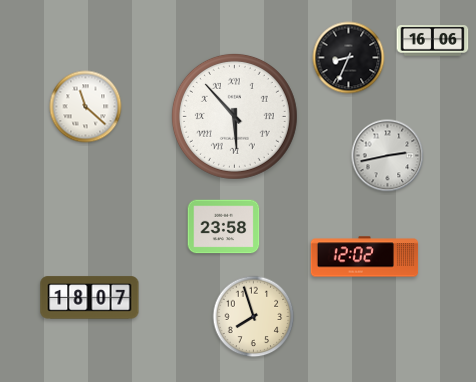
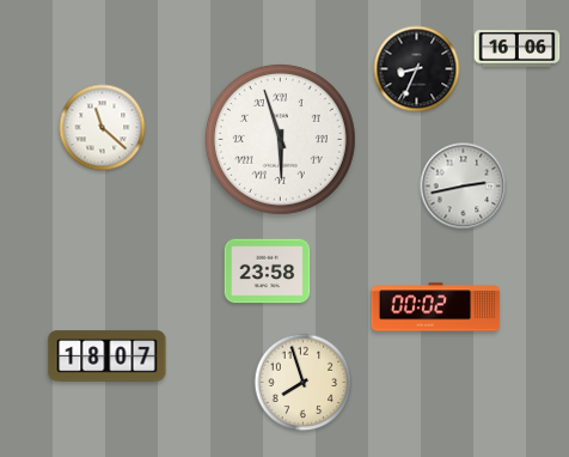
clock at (234, 116): 5:53 -> 5:57
clock at (365, 257): 12:02 -> 00:02
clock at (254, 317) position: (254, 317) -> (304, 383)
